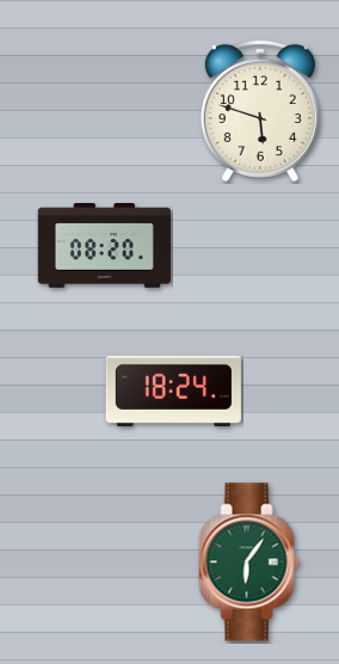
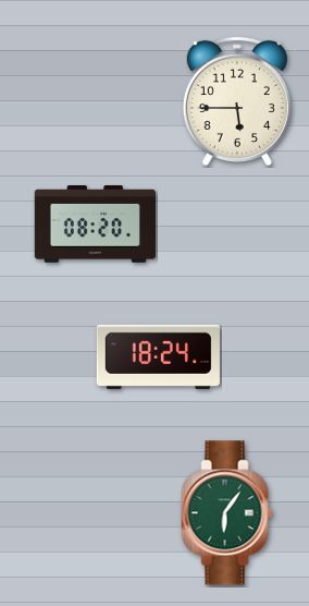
clock at (260, 111): 5:48 -> 5:45
